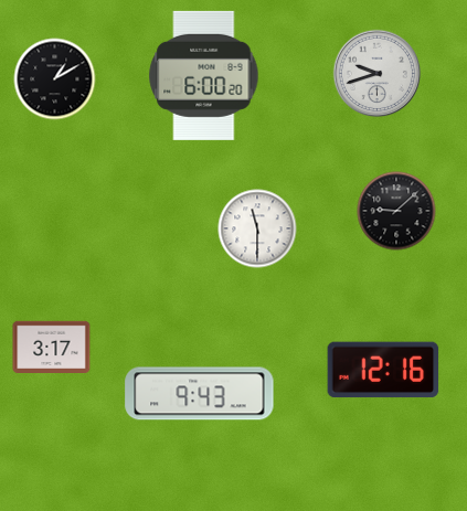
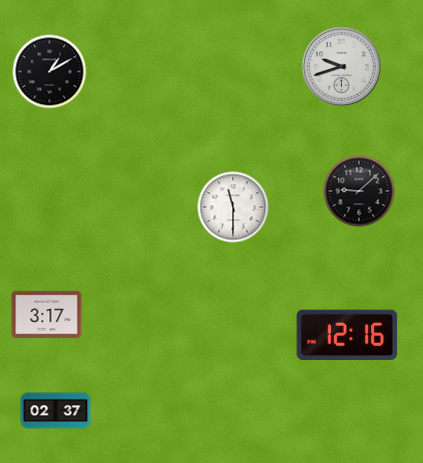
clock at (204, 75): 6:00 -> none
clock at (200, 394): 9:43 -> none
clock at (56, 411): none -> 02:37
